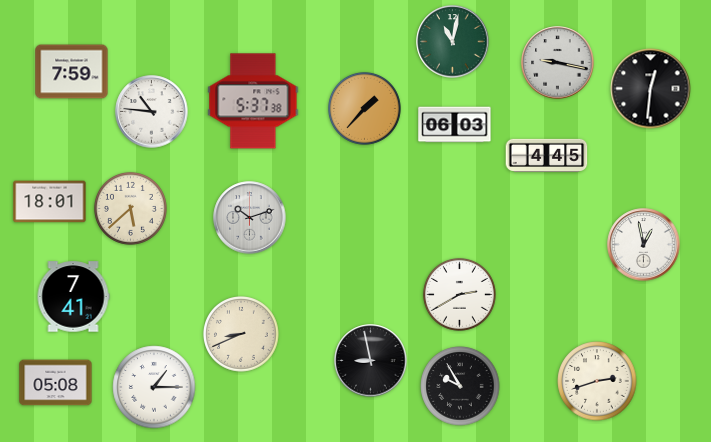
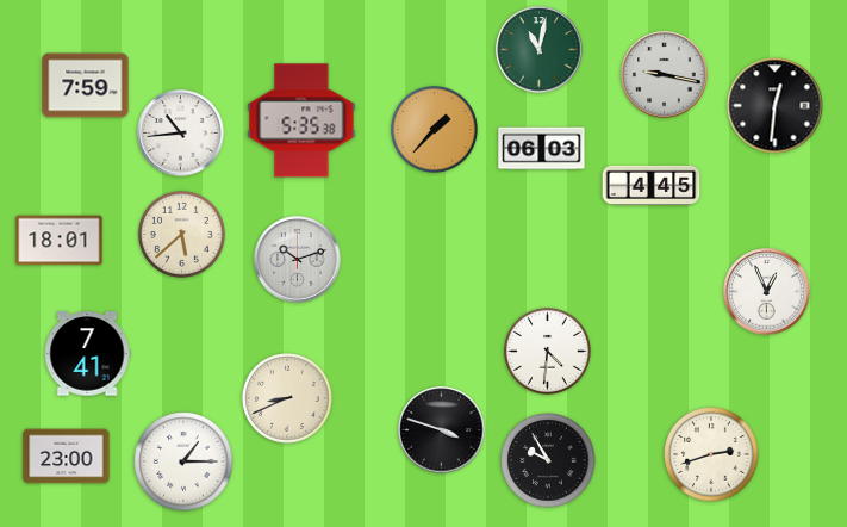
clock at (253, 101): 5:37 -> 5:35
clock at (152, 112): 10:46 -> 10:44
clock at (130, 208) position: (130, 208) -> (181, 234)
clock at (644, 245): 12:58 -> 12:56
clock at (459, 294): 2:40 -> 4:31
clock at (371, 361): 8:58 -> 3:48
clock at (56, 383): 05:08 -> 23:00
